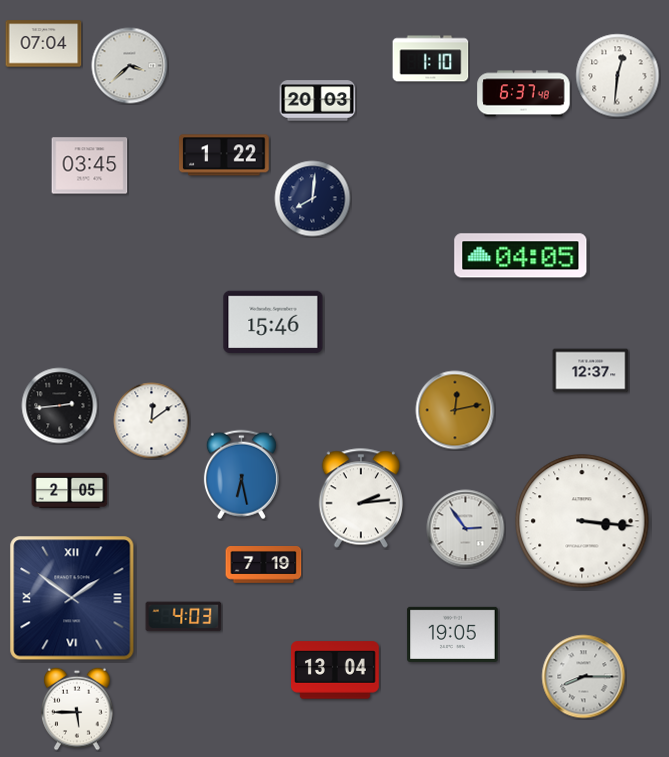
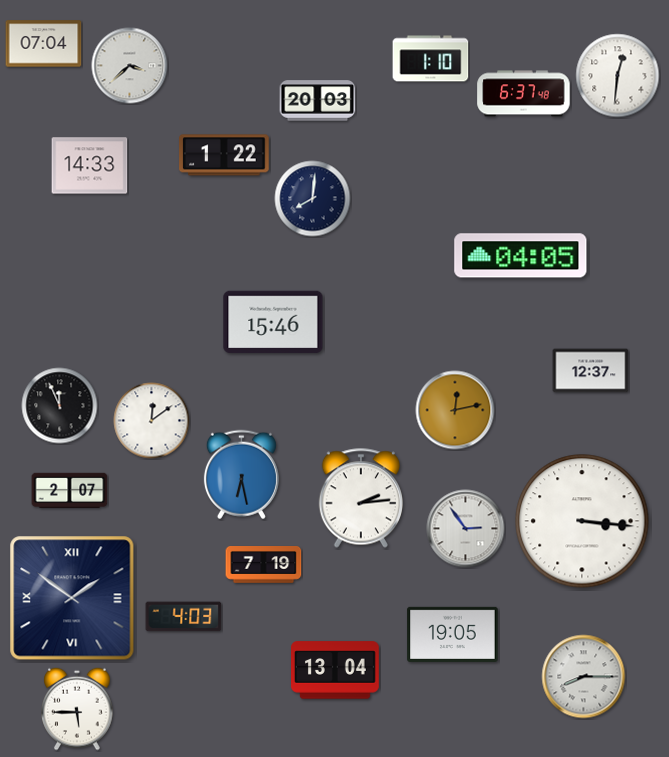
clock at (90, 166): 03:45 -> 14:33
clock at (60, 406): 2:44 -> 11:56
clock at (70, 490): 2:05 -> 2:07
